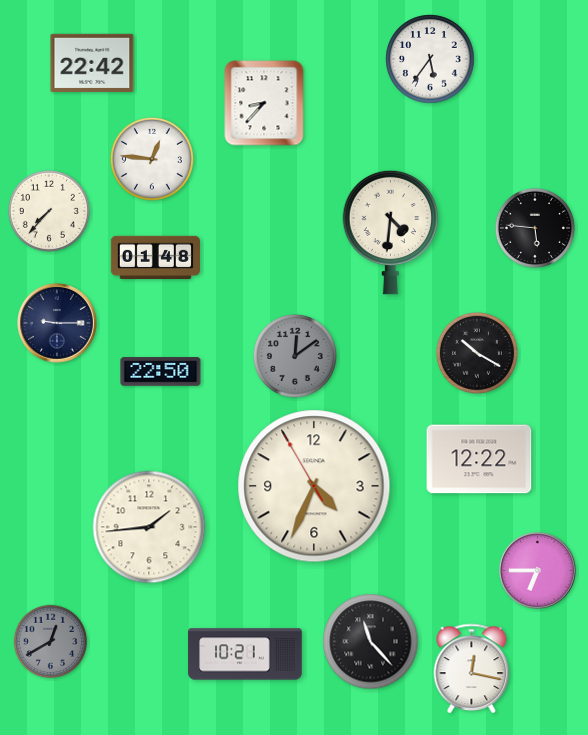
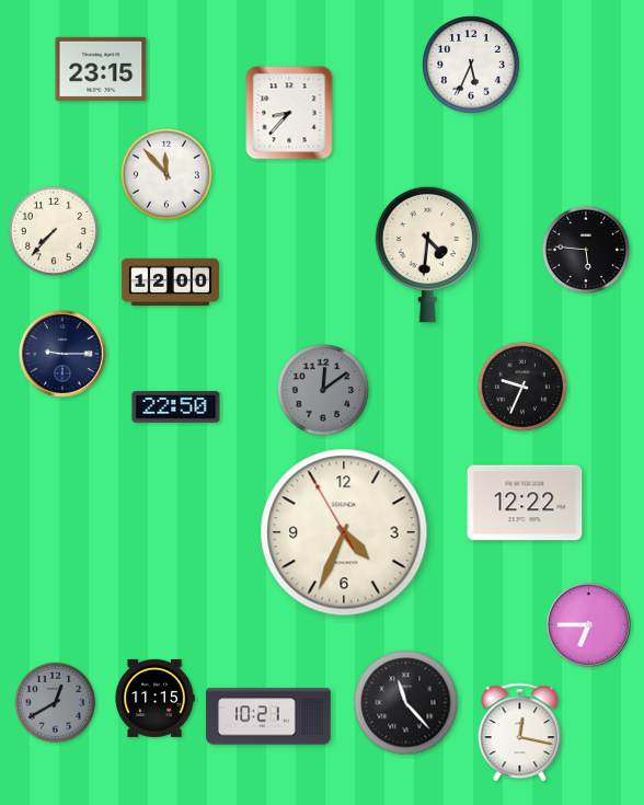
clock at (430, 59): 5:36 -> 5:34
clock at (92, 63): 22:42 -> 23:15
clock at (152, 159): 12:46 -> 11:53
clock at (155, 258): 01:48 -> 12:00
clock at (477, 353): 10:20 -> 9:34
clock at (149, 527): 1:44 -> none
clock at (154, 698): none -> 11:15
clock at (472, 668) position: (472, 668) -> (520, 732)
